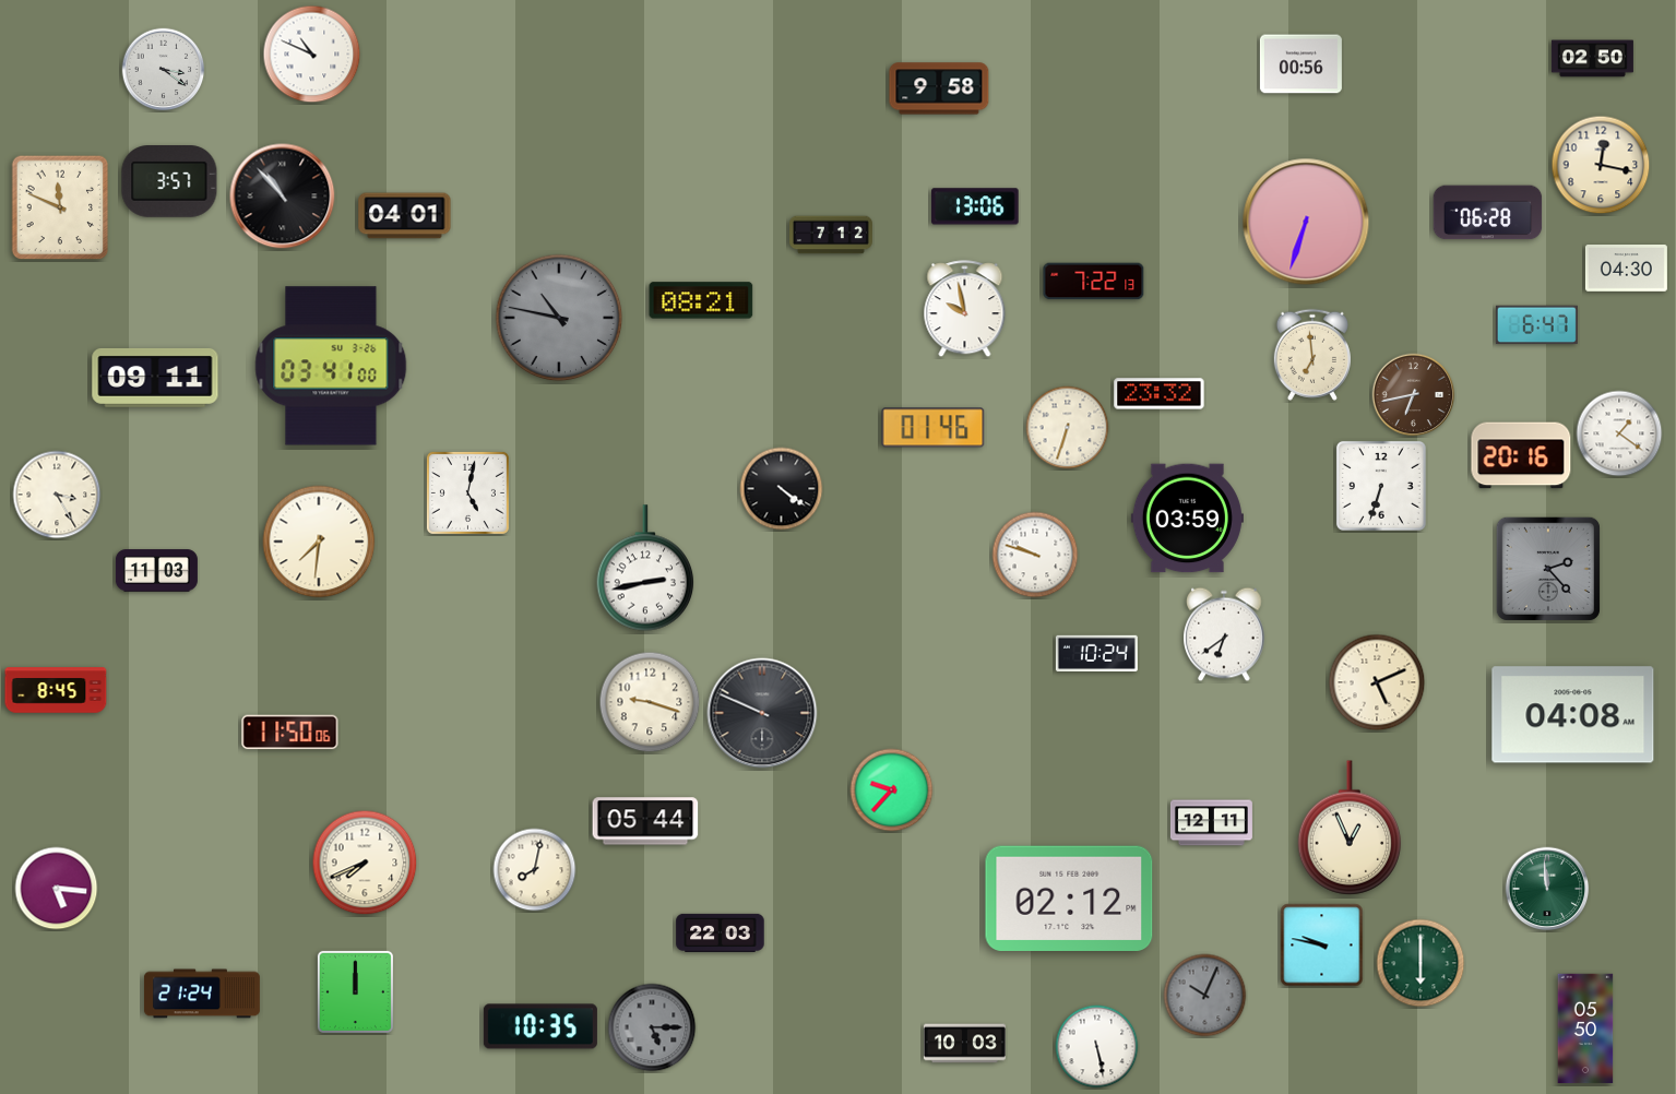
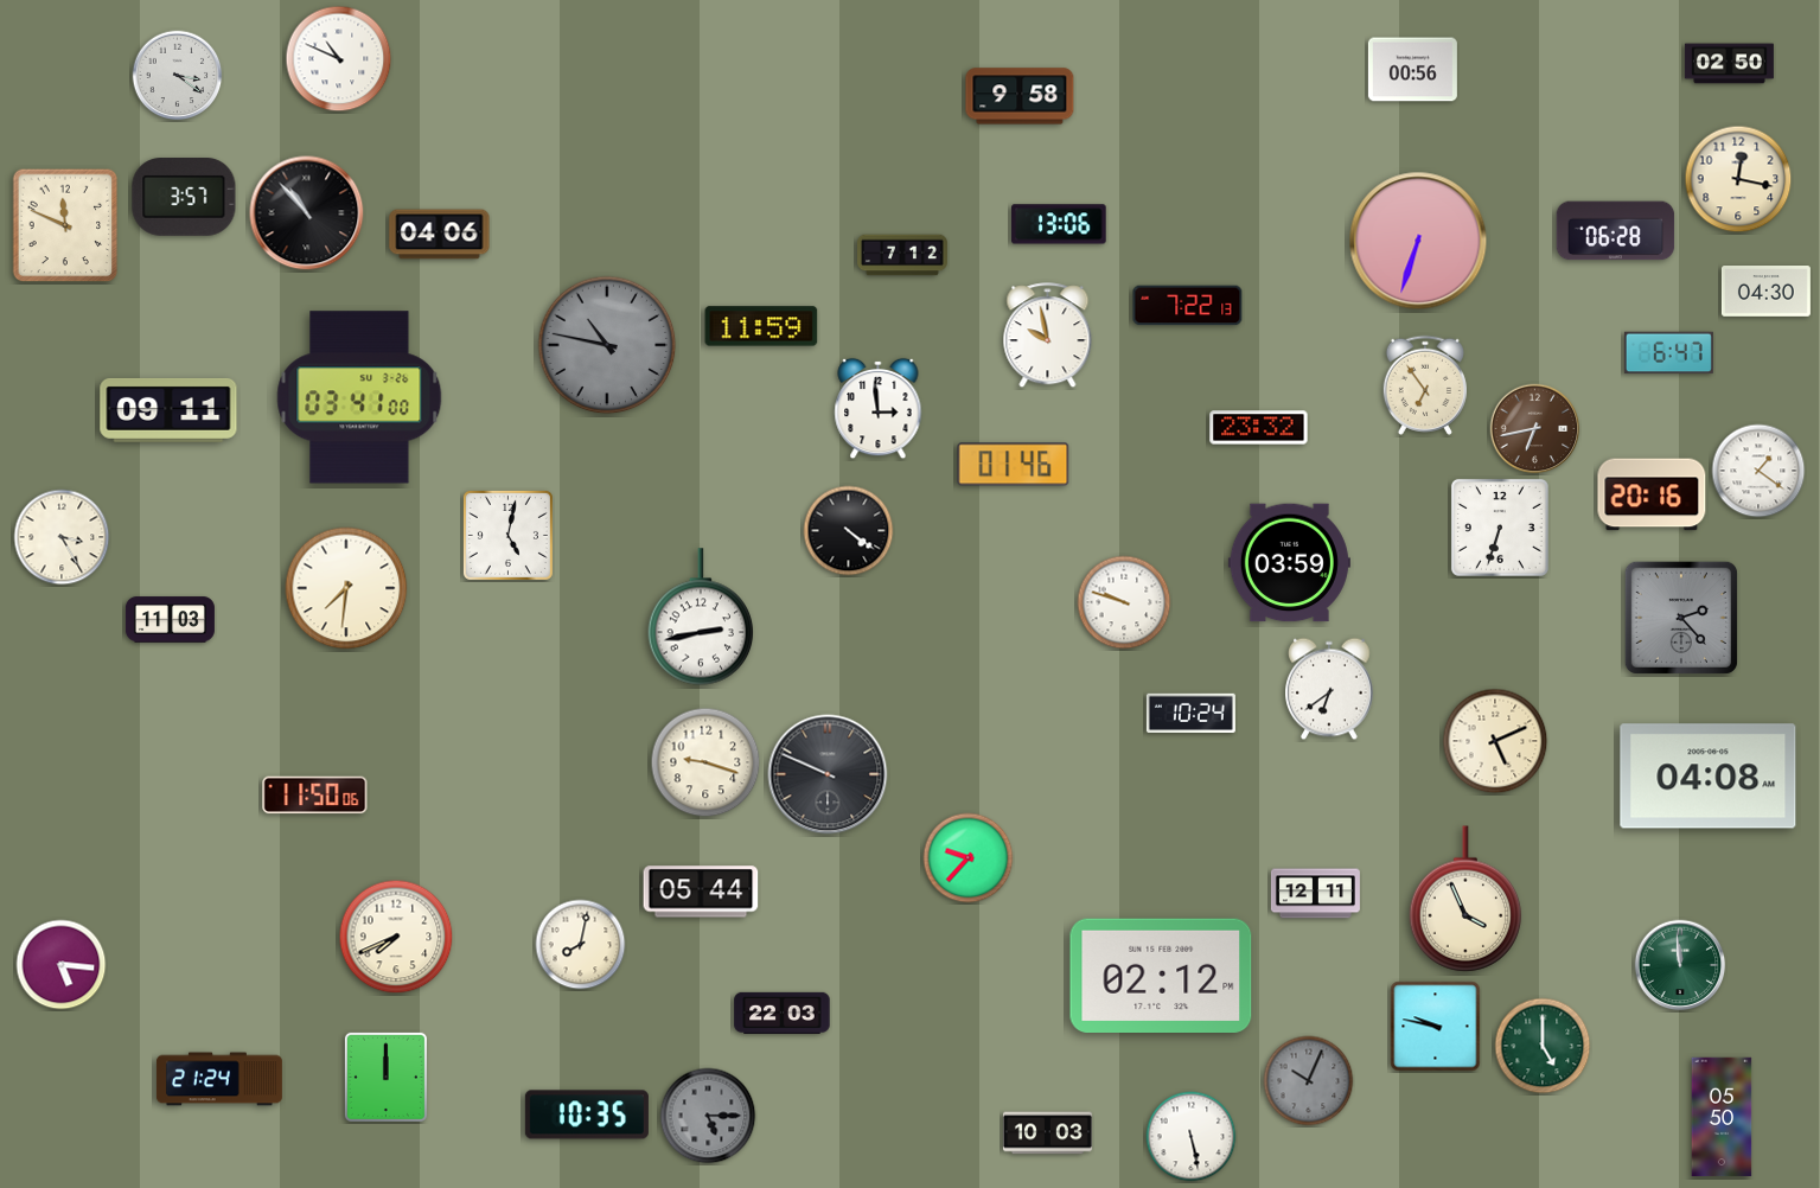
clock at (405, 216): 04:01 -> 04:06
clock at (701, 300): 08:21 -> 11:59
clock at (1312, 355): 6:59 -> 6:54
clock at (879, 409): none -> 2:59
clock at (1068, 428): 6:33 -> none
clock at (1096, 653) position: (1096, 653) -> (1190, 713)
clock at (56, 690): 8:45 -> none
clock at (1350, 828): 12:56 -> 3:56
clock at (1421, 963): 6:00 -> 5:00
